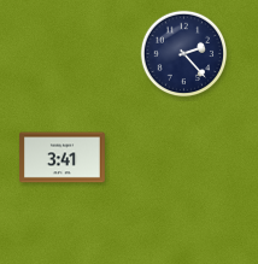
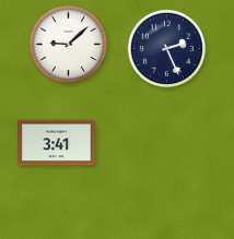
clock at (69, 45): none -> 9:08
clock at (184, 54): 2:23 -> 2:26
